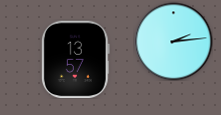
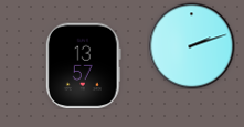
clock at (173, 41): 2:14 -> 2:12
